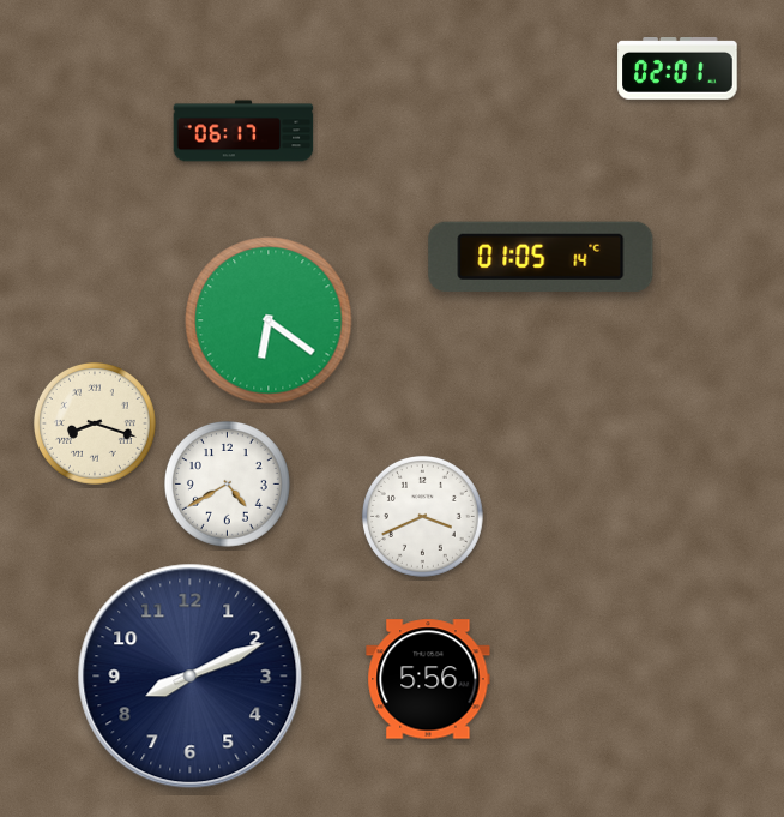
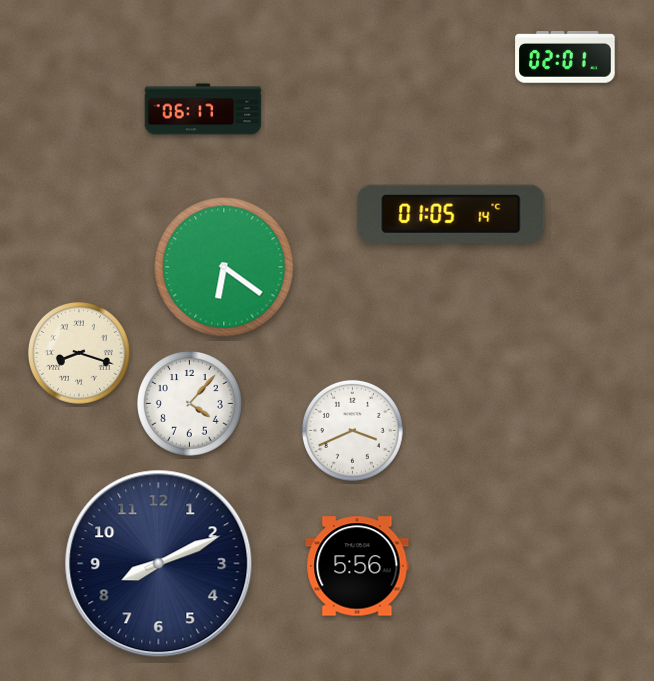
clock at (228, 485): 4:40 -> 4:07
